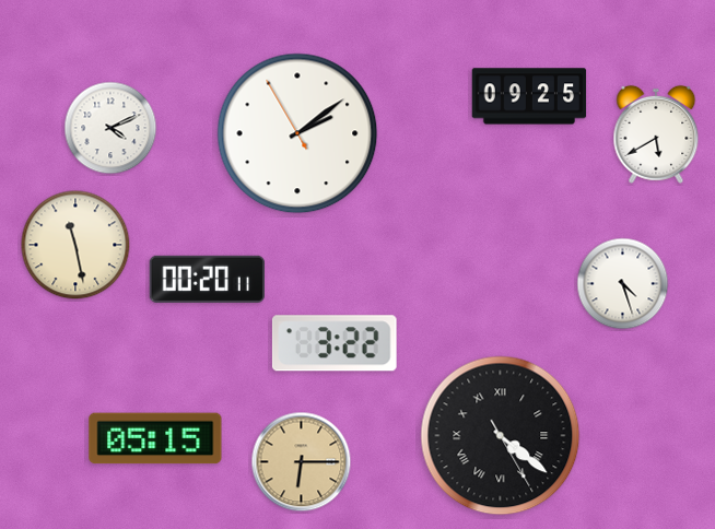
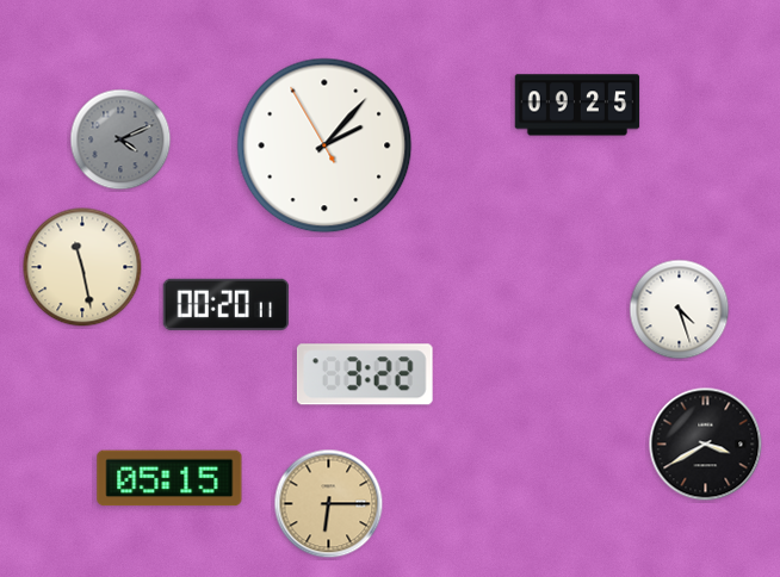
clock at (110, 128) dial: white -> grey
clock at (297, 133): 2:08 -> 2:06
clock at (656, 134): 5:40 -> none
clock at (706, 445): none -> 3:40
clock at (501, 436): 4:21 -> none
